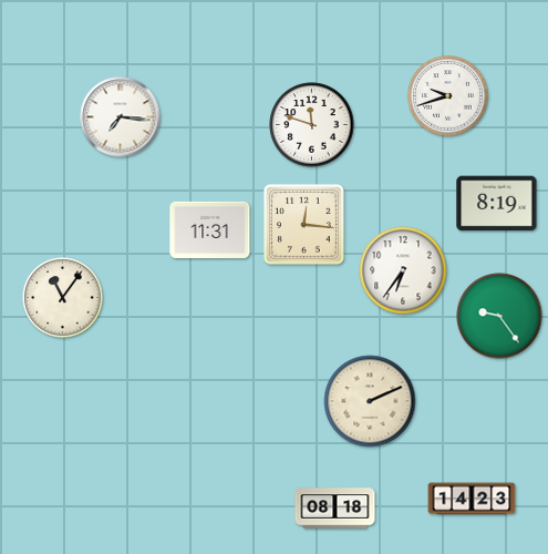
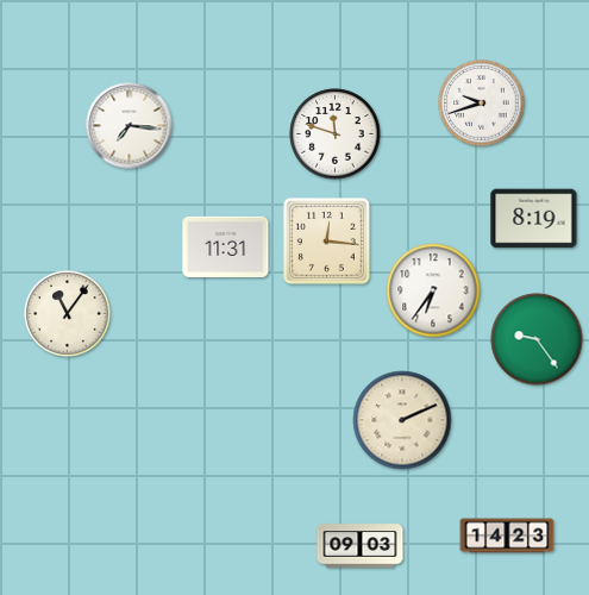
clock at (63, 298) position: (63, 298) -> (68, 314)
clock at (370, 401) position: (370, 401) -> (402, 420)
clock at (335, 509): 08:18 -> 09:03
